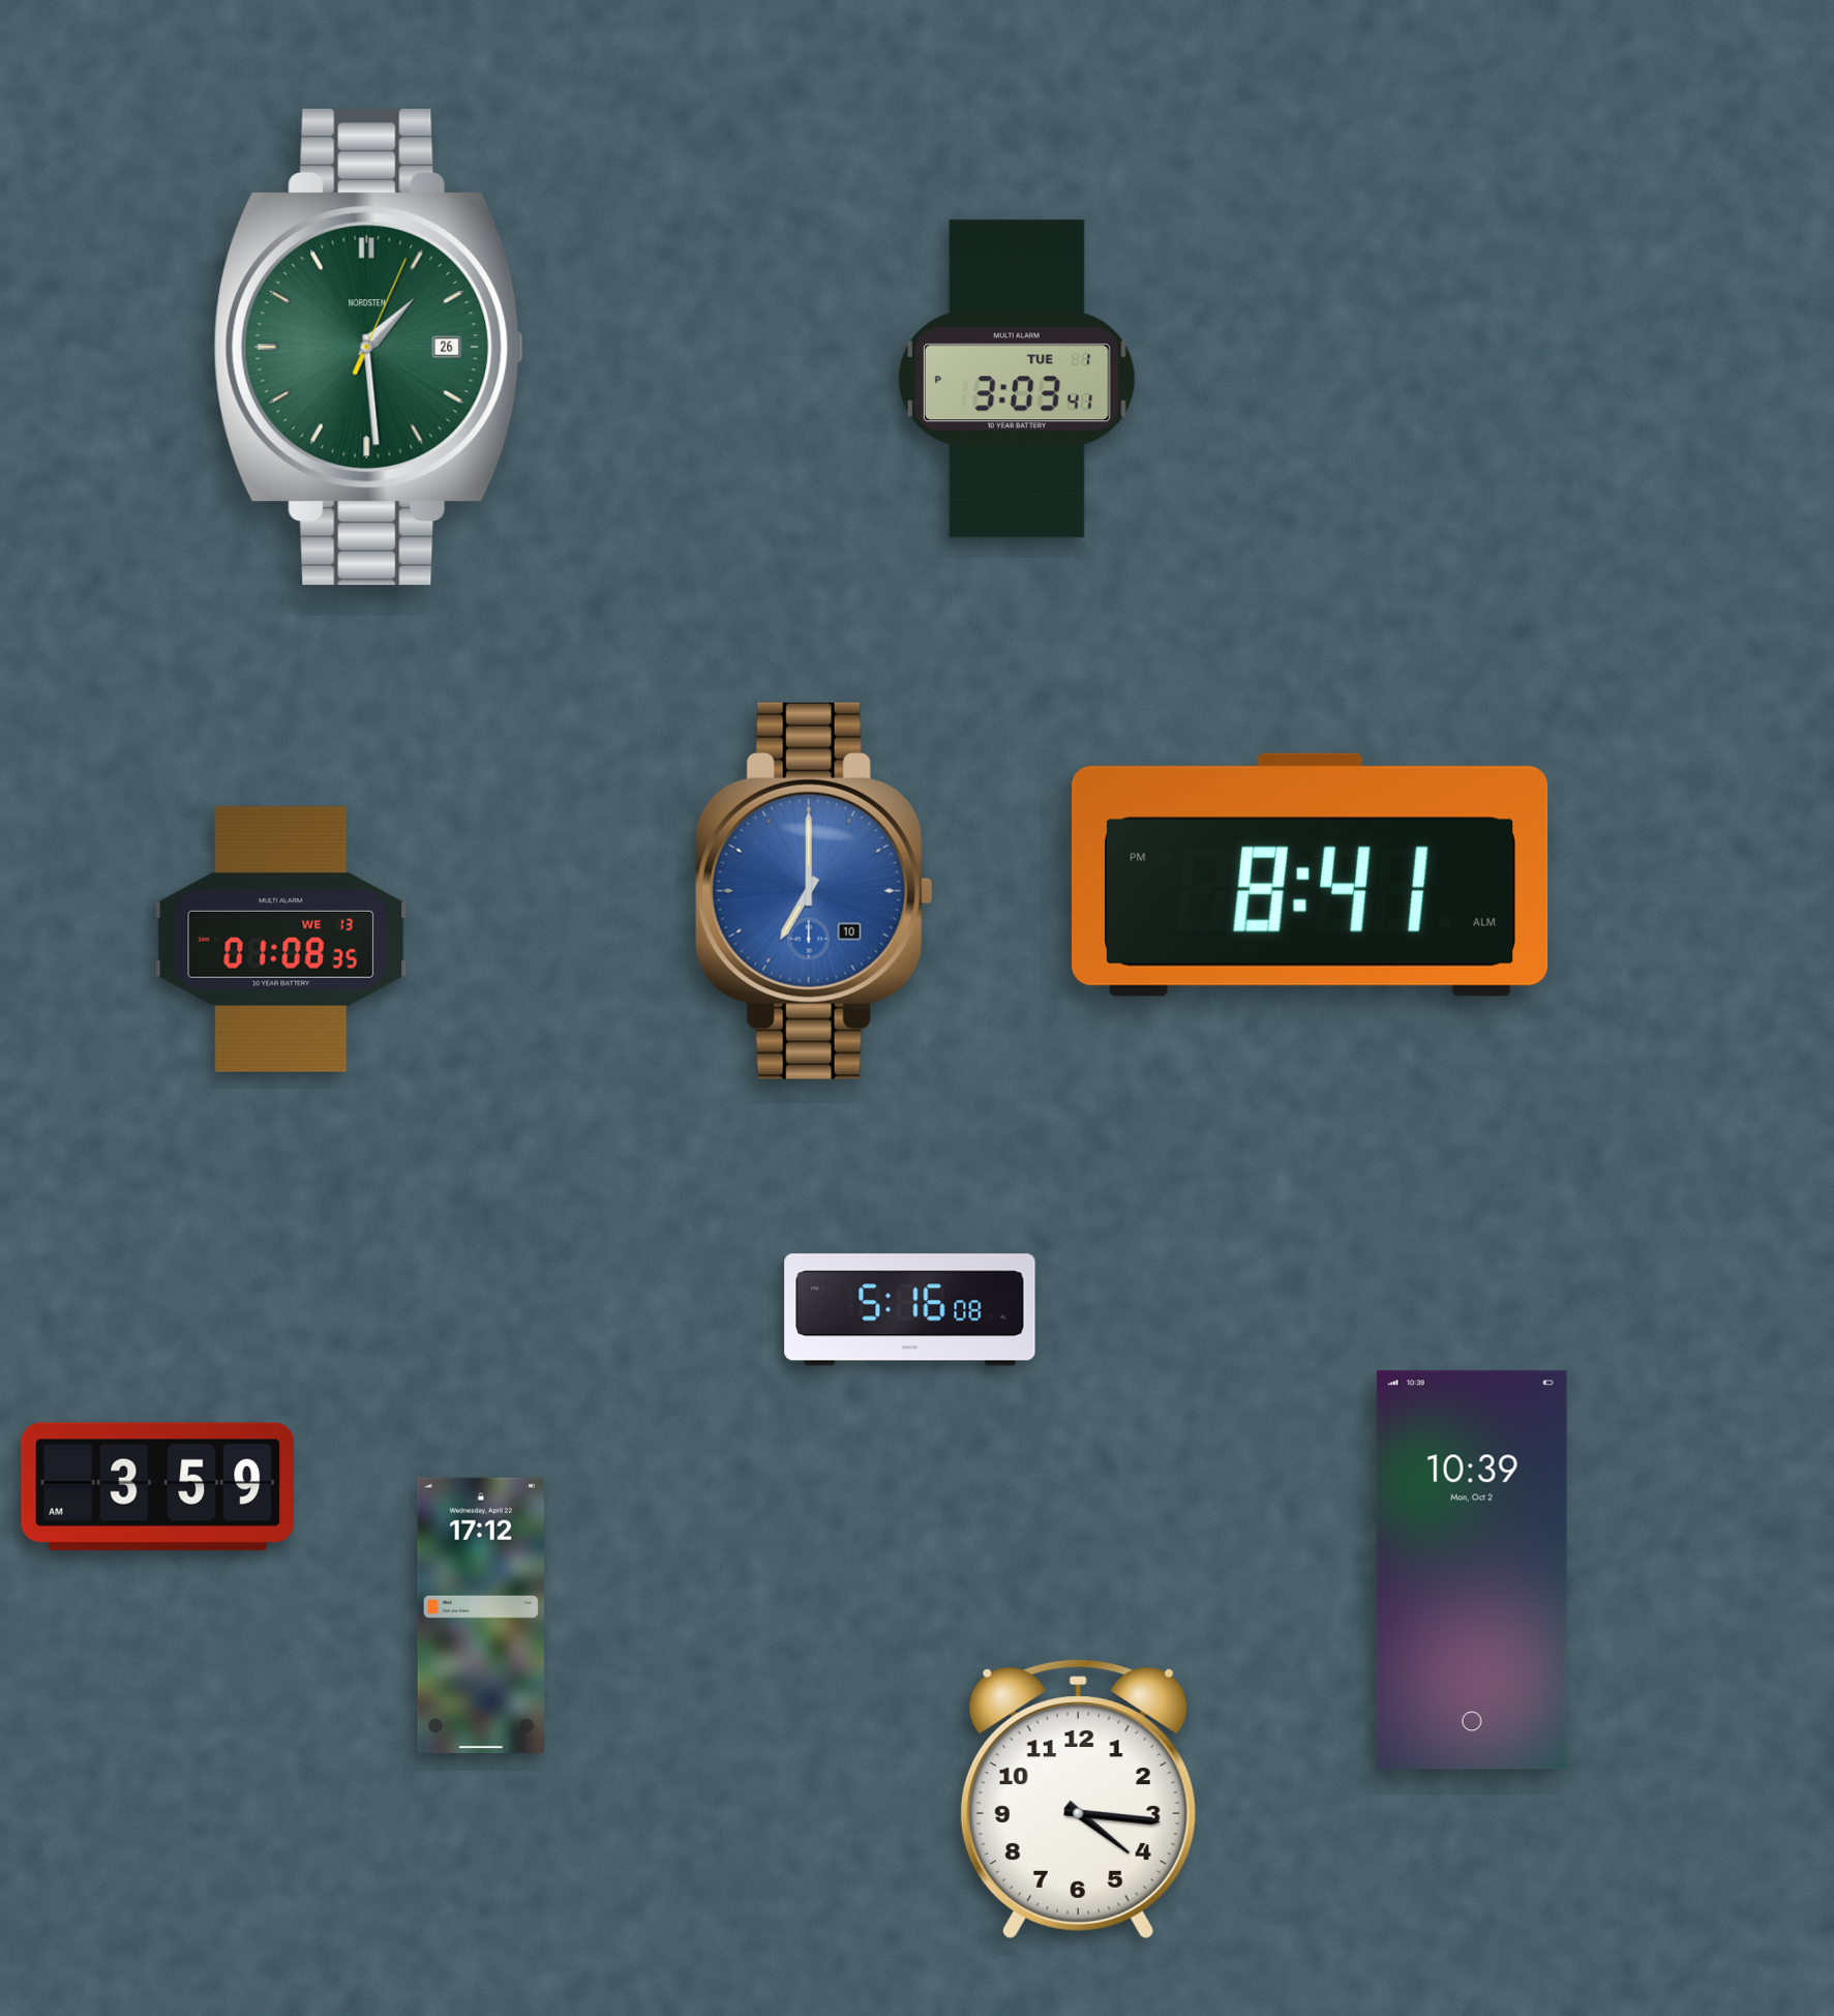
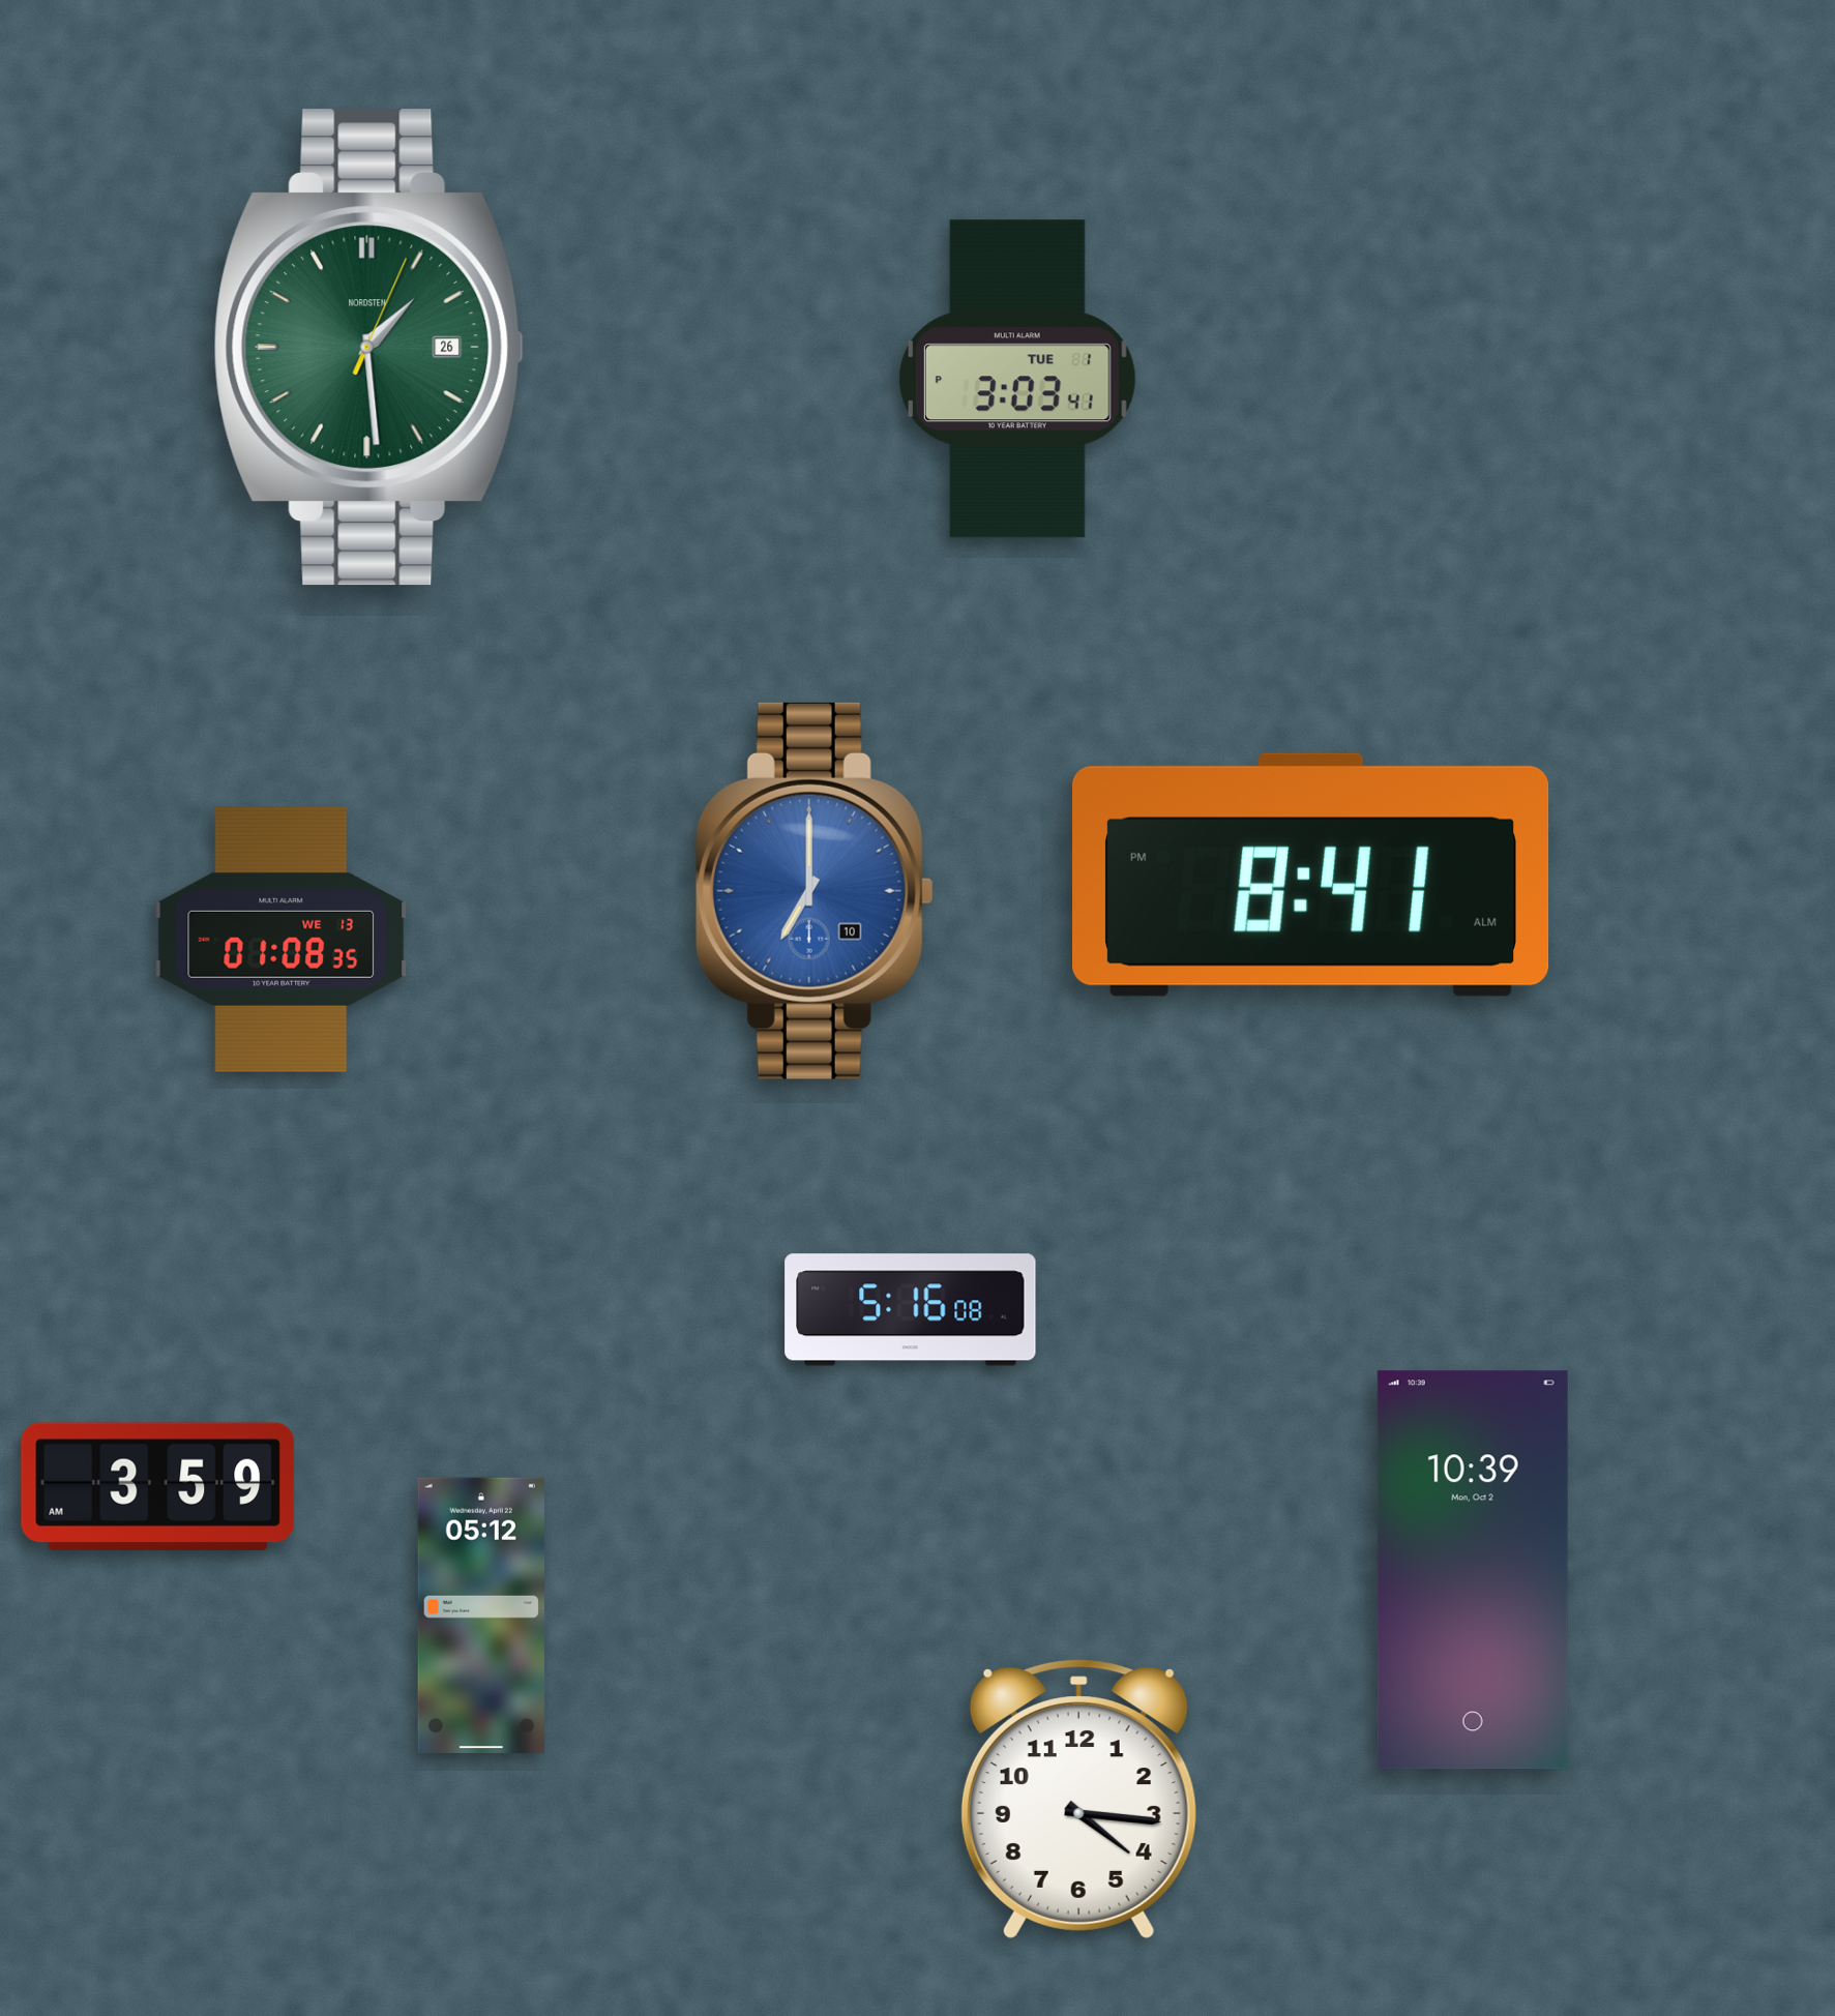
clock at (481, 1615): 17:12 -> 05:12
